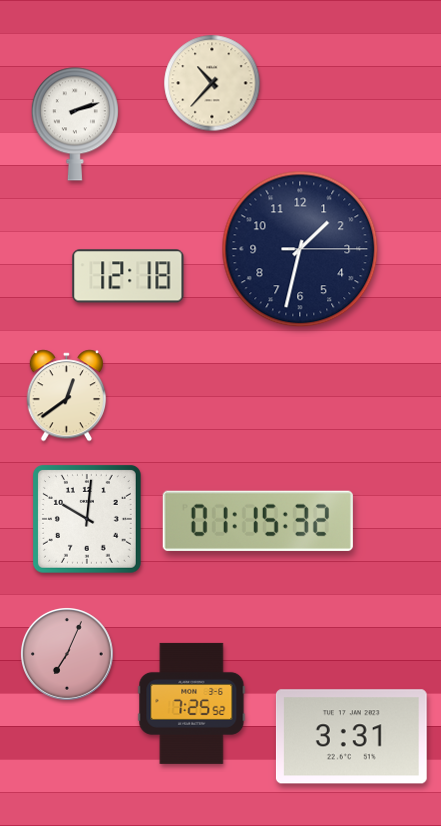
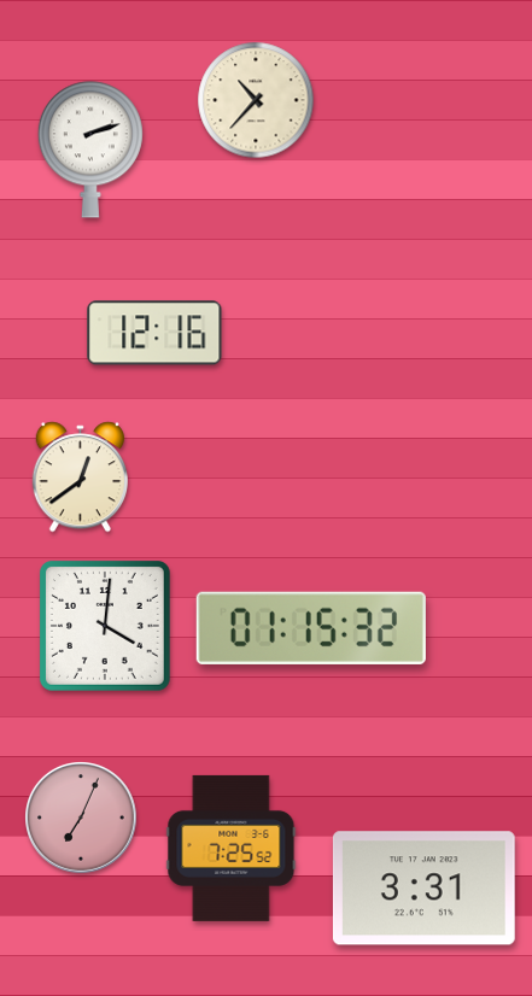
clock at (300, 249): 1:32 -> none
clock at (128, 276): 12:18 -> 12:16
clock at (87, 519): 10:01 -> 4:01
clock at (68, 655) position: (68, 655) -> (82, 819)
